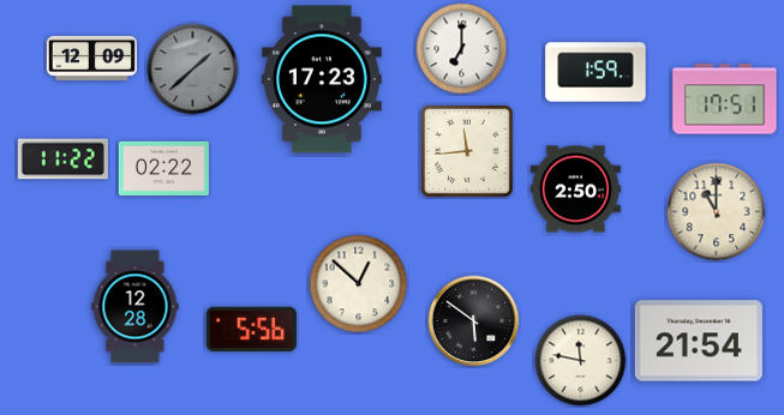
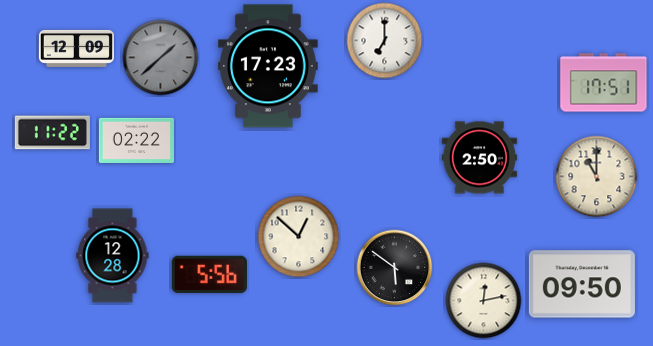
clock at (596, 72): 1:59 -> none
clock at (467, 151): 11:44 -> none
clock at (699, 341): 21:54 -> 09:50
clock at (581, 361): 11:47 -> 12:13
